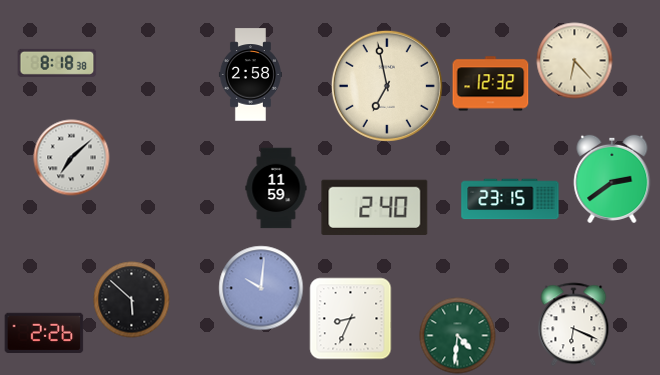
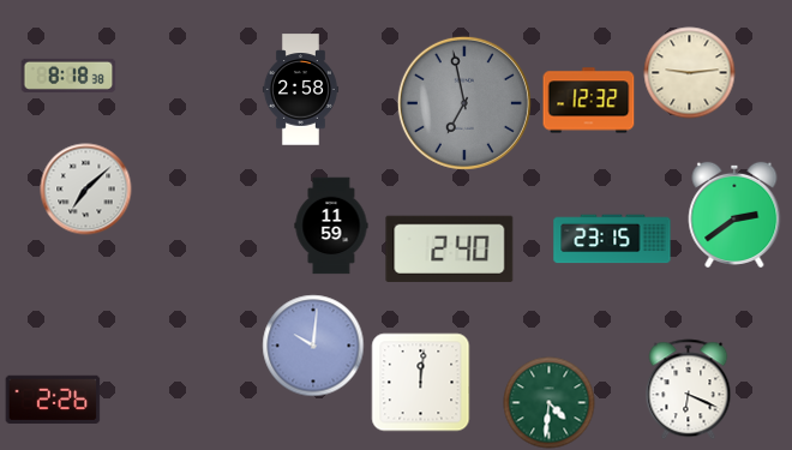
clock at (575, 61): 6:23 -> 9:14
clock at (387, 86) dial: cream -> grey
clock at (132, 300): 5:52 -> none
clock at (351, 319): 8:34 -> 12:01
